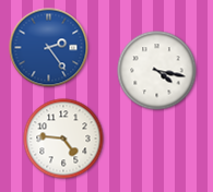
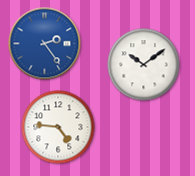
clock at (157, 71): 4:17 -> 10:09
